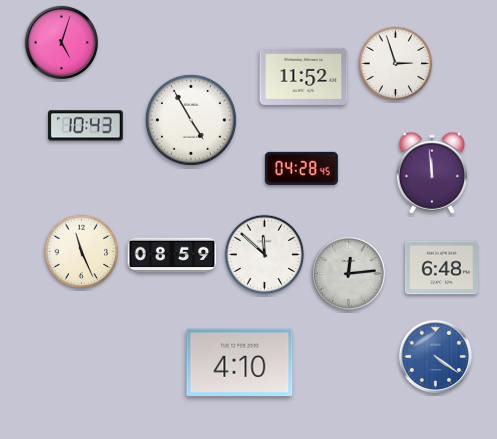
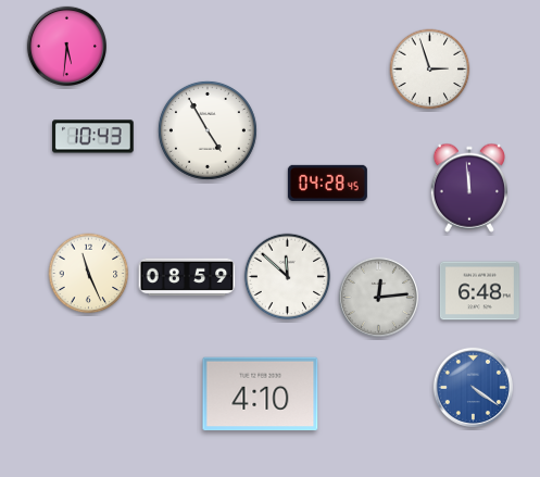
clock at (61, 42): 5:03 -> 5:31
clock at (304, 76): 11:52 -> none
